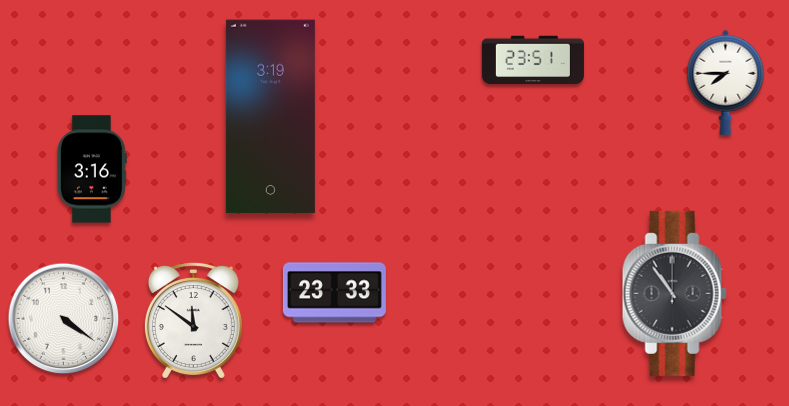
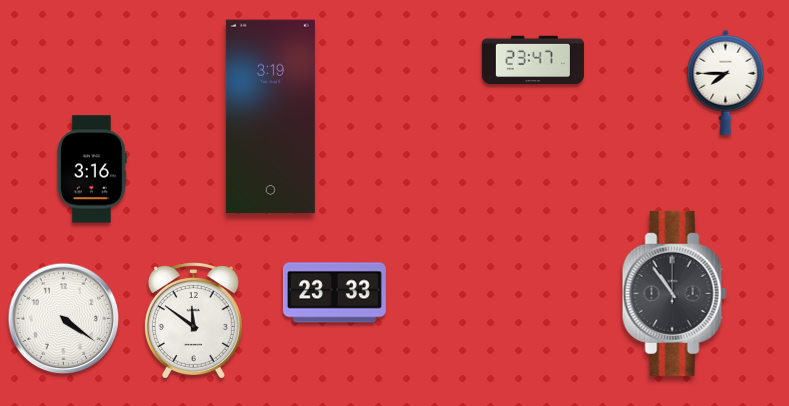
clock at (533, 60): 23:51 -> 23:47
